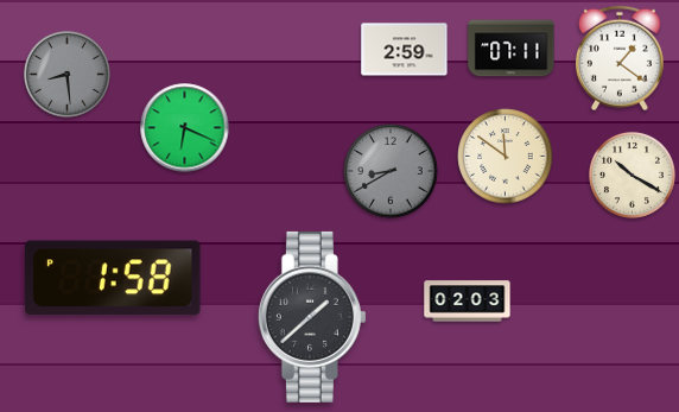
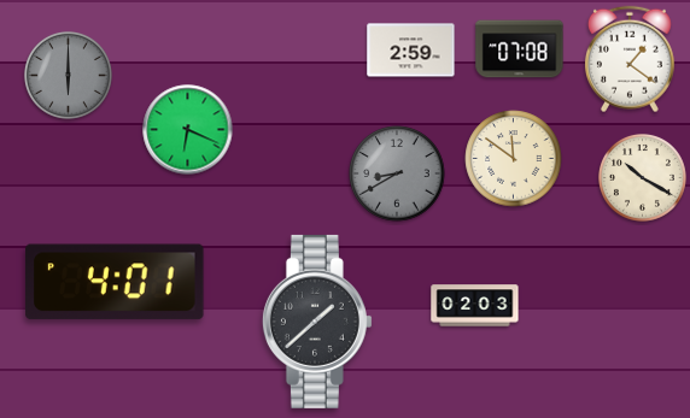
clock at (512, 49): 07:11 -> 07:08
clock at (66, 74): 8:29 -> 6:00
clock at (113, 278): 1:58 -> 4:01
